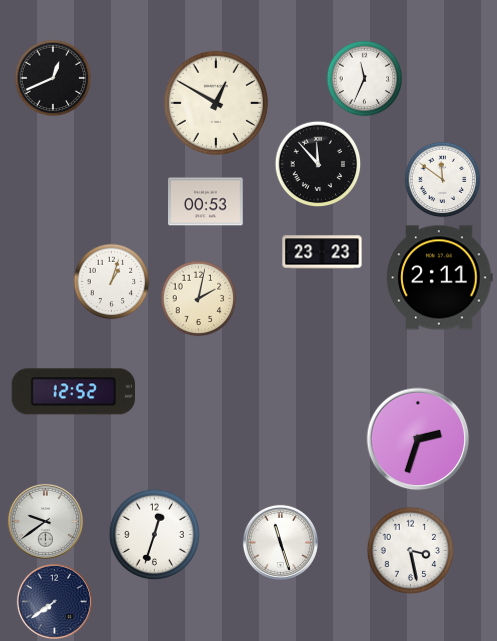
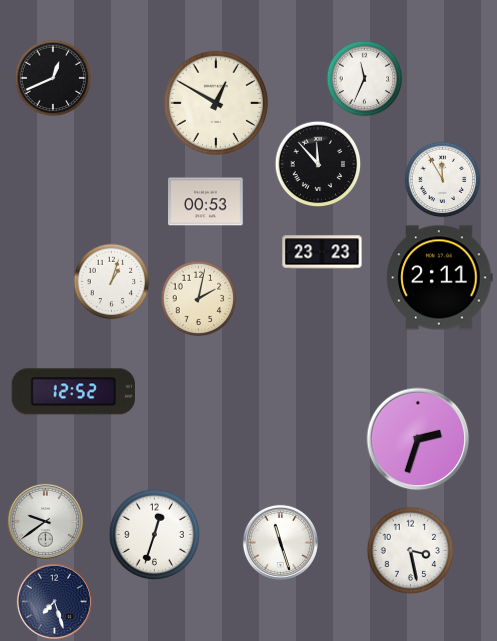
clock at (443, 180): 11:51 -> 11:55
clock at (54, 601): 7:39 -> 7:27
